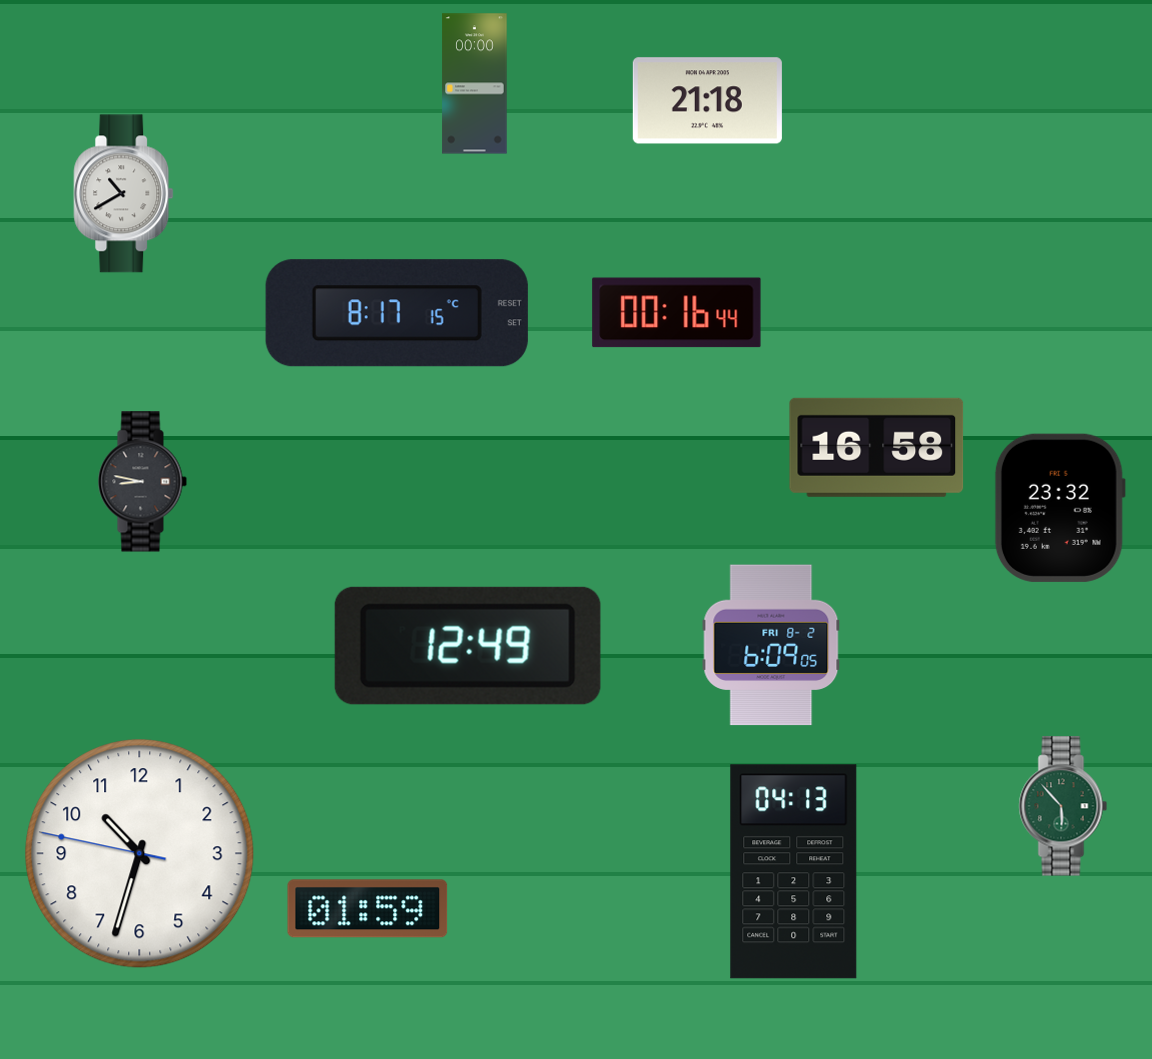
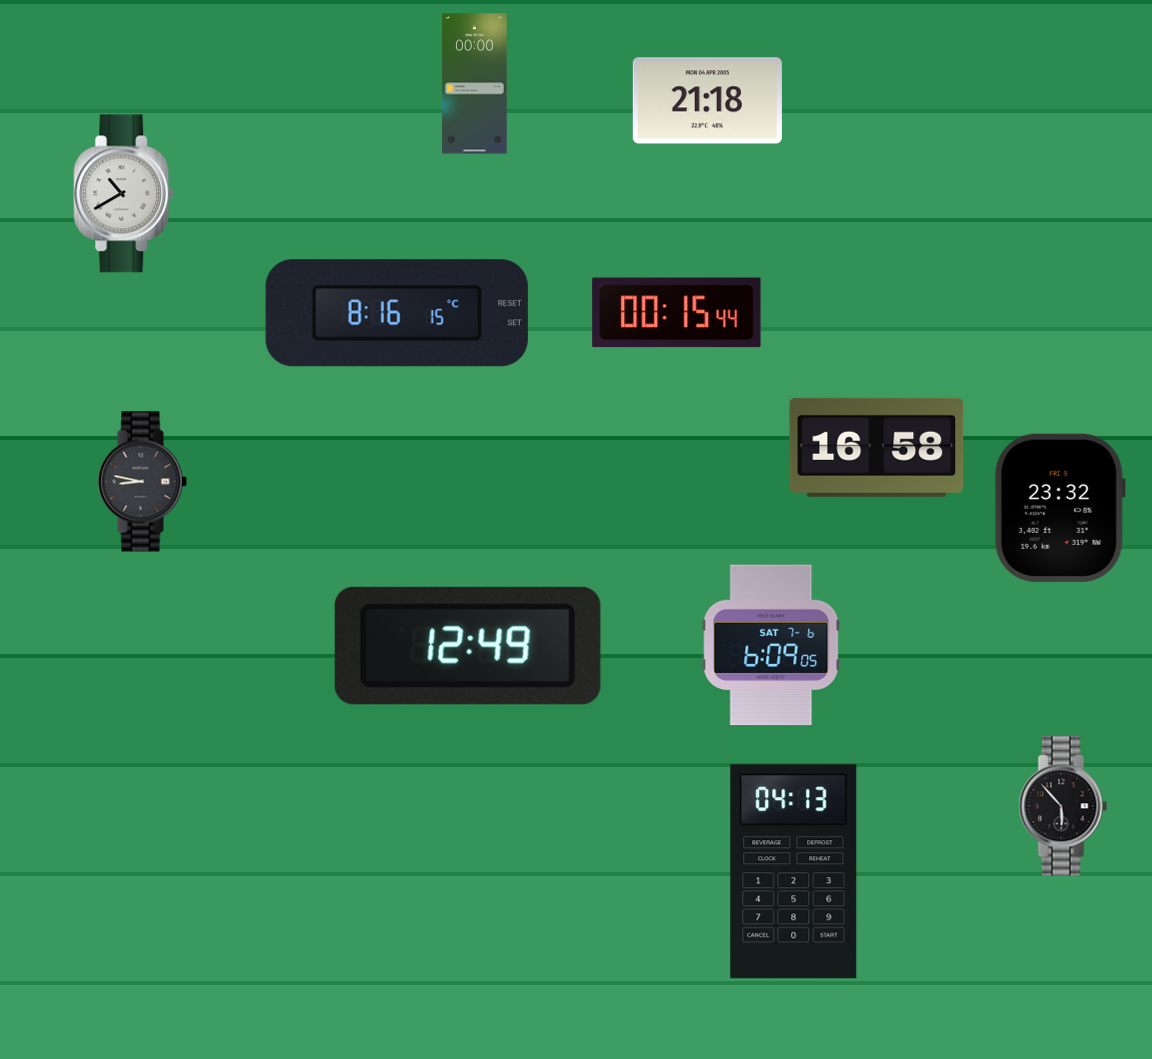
clock at (397, 313): 8:17 -> 8:16
clock at (677, 313): 00:16 -> 00:15
clock at (771, 645) date: FRI 8-2 -> SAT 7-6
clock at (1063, 806) dial: green -> black
clock at (140, 854): 10:32 -> none
clock at (368, 909): 01:59 -> none
